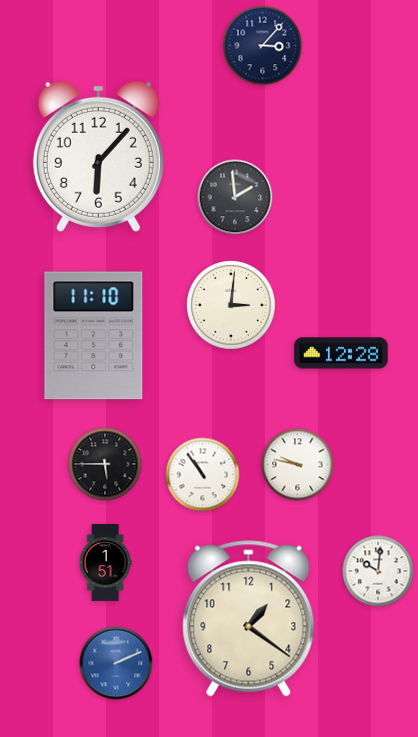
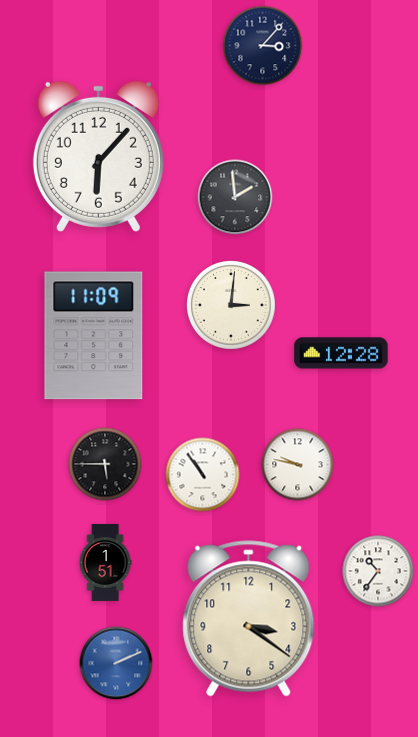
clock at (94, 336): 11:10 -> 11:09
clock at (378, 571): 10:01 -> 10:36
clock at (249, 619): 1:21 -> 3:21
